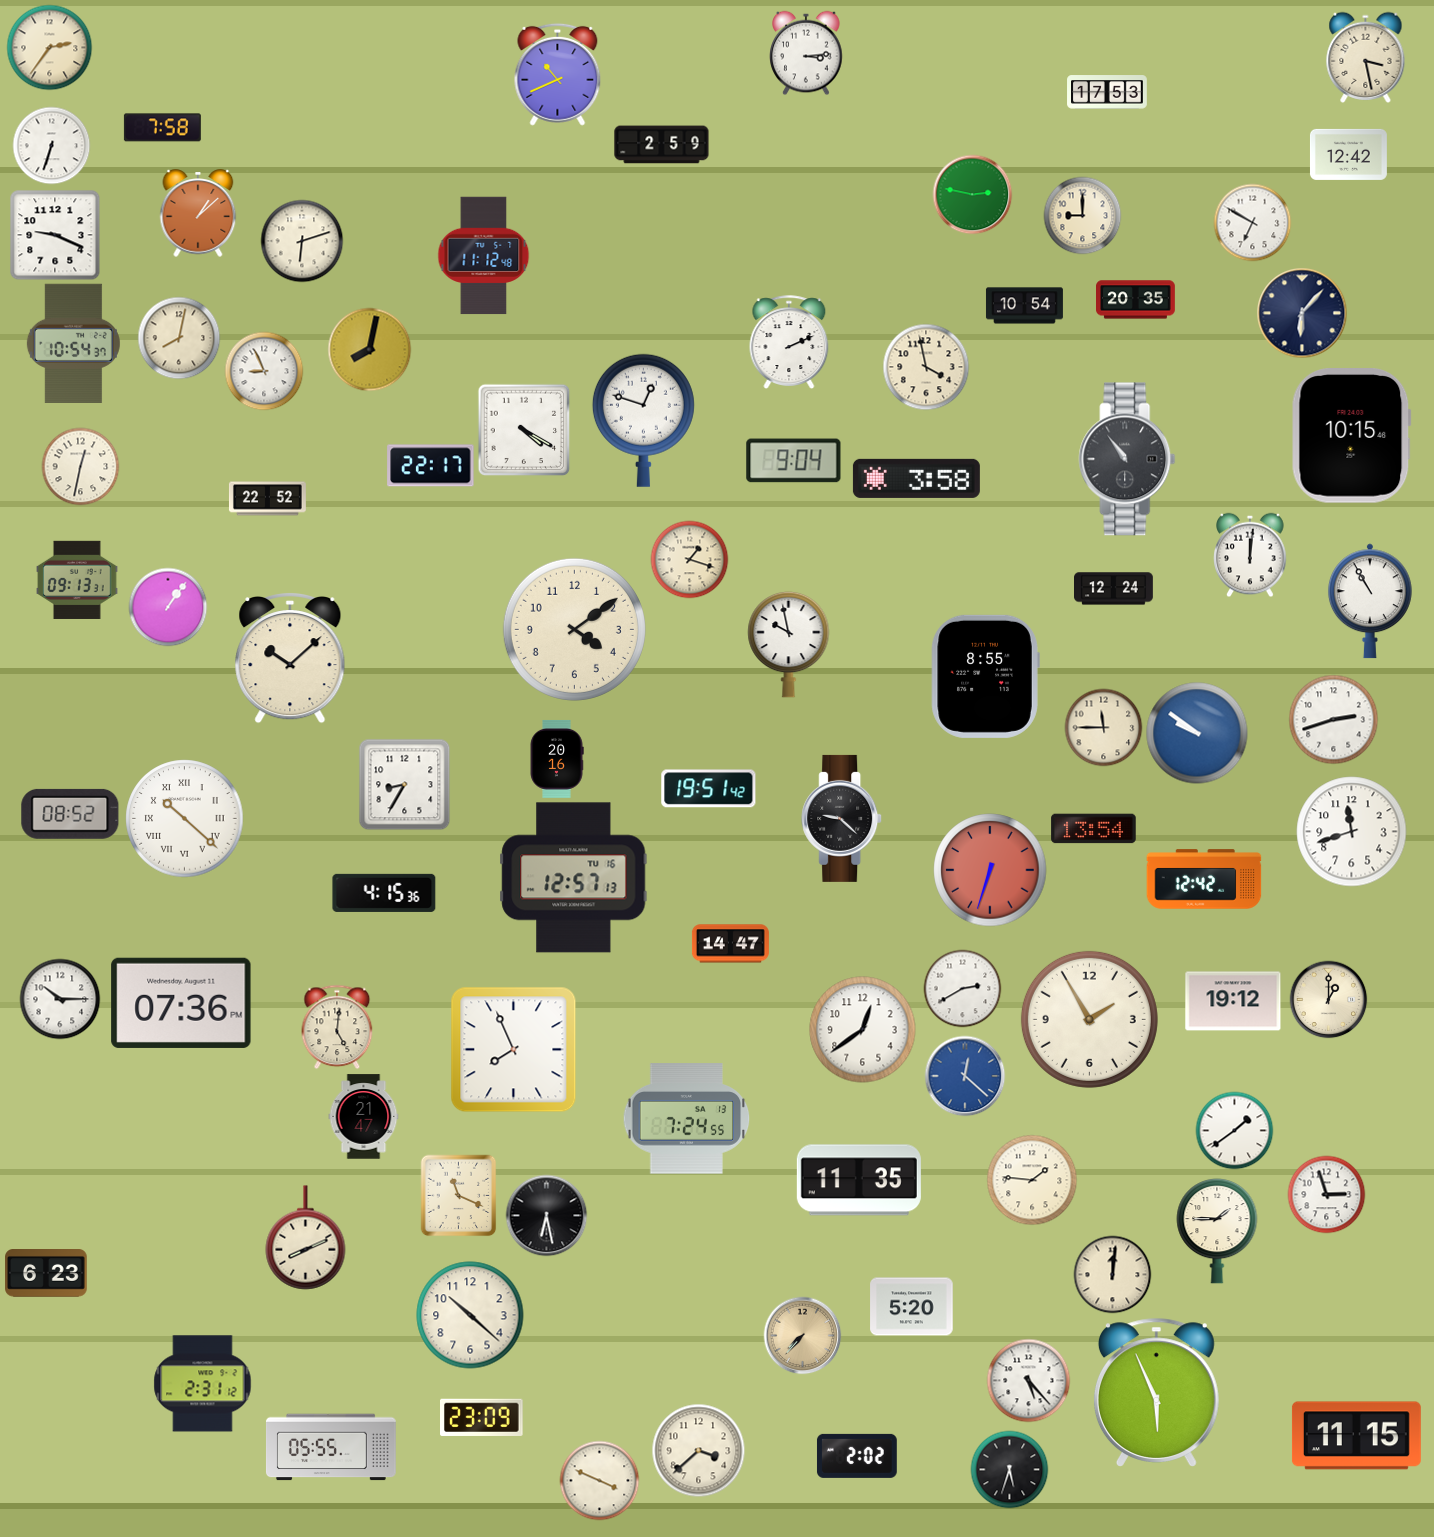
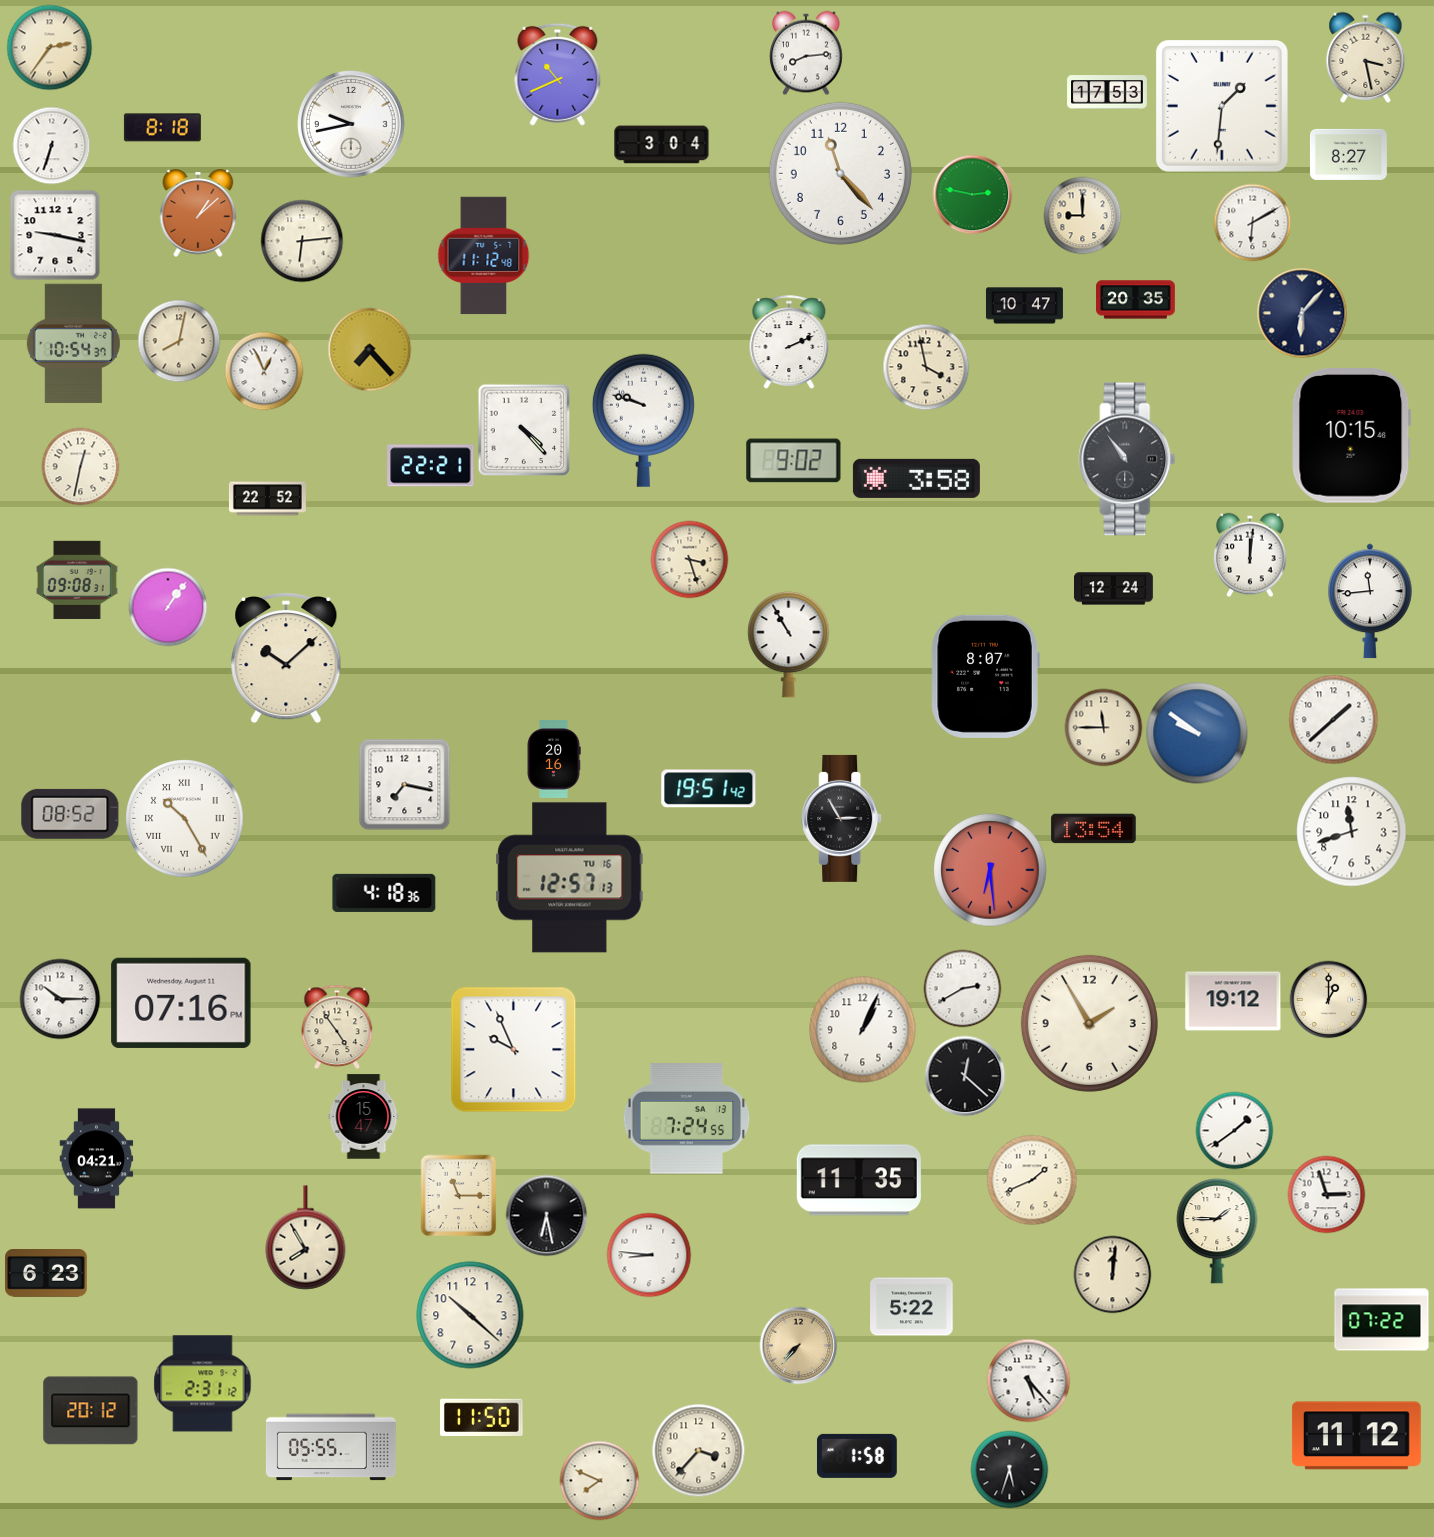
clock at (806, 53): 3:14 -> 8:14
clock at (1222, 106): none -> 1:31
clock at (352, 125): none -> 9:43
clock at (162, 128): 7:58 -> 8:18
clock at (662, 145): 2:59 -> 3:04
clock at (1348, 154): 12:42 -> 8:27
clock at (840, 173): none -> 11:23
clock at (1252, 222): 6:50 -> 6:10
clock at (55, 235): 9:19 -> 9:17
clock at (302, 241): 6:12 -> 6:14
clock at (1024, 306): 10:54 -> 10:47
clock at (179, 338) position: (179, 338) -> (179, 341)
clock at (369, 349): 8:02 -> 7:23
clock at (264, 371): 8:56 -> 12:56
clock at (643, 420): 12:48 -> 9:48
clock at (524, 430): 4:20 -> 4:23
clock at (794, 461): 9:04 -> 9:02
clock at (431, 466): 22:17 -> 22:21
clock at (689, 559): 1:18 -> 3:27
clock at (77, 580): 09:13 -> 09:08
clock at (1370, 601): 10:55 -> 11:44
clock at (574, 629): 4:09 -> none
clock at (789, 644): 9:58 -> 10:55
clock at (290, 658) position: (290, 658) -> (286, 658)
clock at (985, 676): 8:55 -> 8:07
clock at (1333, 719): 2:42 -> 1:38
clock at (557, 759) position: (557, 759) -> (554, 759)
clock at (404, 784): 8:35 -> 7:17
clock at (842, 818): 9:22 -> 2:55
clock at (185, 819): 10:22 -> 10:25
clock at (990, 870): 6:33 -> 6:29
clock at (574, 878) position: (574, 878) -> (570, 878)
clock at (1204, 879): 12:42 -> none
clock at (384, 893): 4:15 -> 4:18
clock at (730, 944): 14:47 -> none
clock at (181, 1003): 07:36 -> 07:16
clock at (1089, 1019) position: (1089, 1019) -> (1089, 1023)
clock at (337, 1027): 5:01 -> 4:54
clock at (863, 1030): 12:39 -> 1:04
clock at (514, 1050): 7:56 -> 9:56
clock at (965, 1076) dial: blue -> black
clock at (364, 1117): 21:47 -> 15:47
clock at (97, 1159): none -> 04:21
clock at (1032, 1180): 1:46 -> 1:41
clock at (459, 1195): 11:19 -> 11:15
clock at (306, 1238): 8:11 -> 7:55
clock at (649, 1255): none -> 8:46
clock at (912, 1307): 5:20 -> 5:22
clock at (1382, 1320): none -> 07:22
clock at (802, 1335) position: (802, 1335) -> (798, 1345)
clock at (1156, 1392): 5:56 -> none
clock at (91, 1411): none -> 20:12
clock at (482, 1417): 23:09 -> 11:50
clock at (1356, 1436): 11:15 -> 11:12
clock at (698, 1450): 3:38 -> 3:37
clock at (857, 1456): 2:02 -> 1:58
clock at (599, 1480): 3:49 -> 7:49
